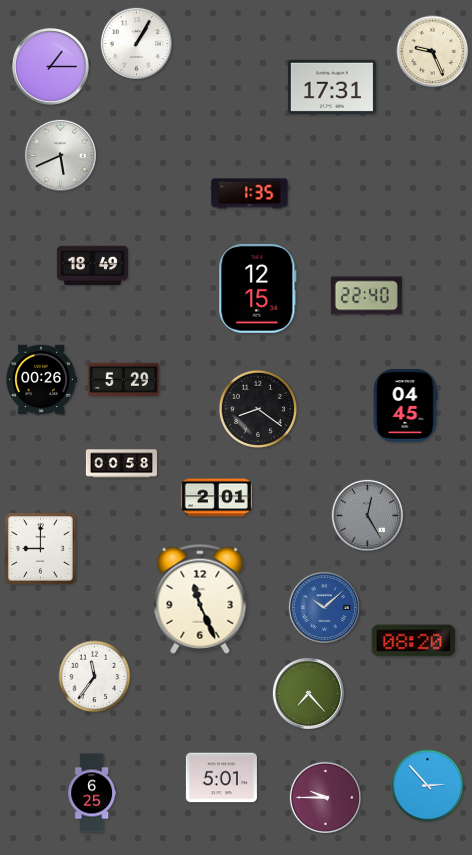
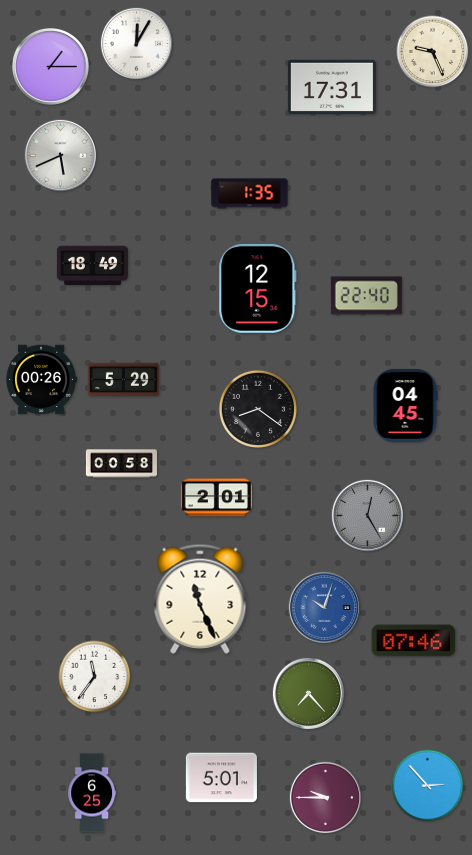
clock at (136, 43): 1:05 -> 12:05
clock at (41, 549): 9:00 -> none
clock at (324, 607): 10:08 -> 10:03
clock at (414, 641): 08:20 -> 07:46
